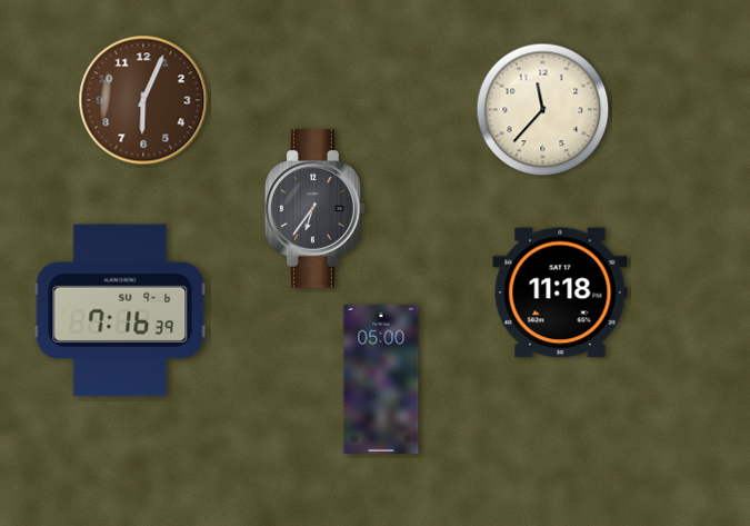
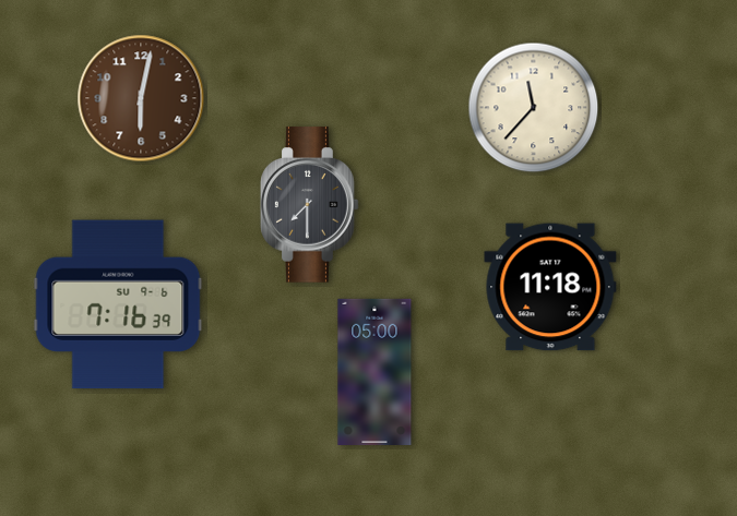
clock at (143, 100): 6:04 -> 6:02
clock at (316, 209): 6:36 -> 7:30
